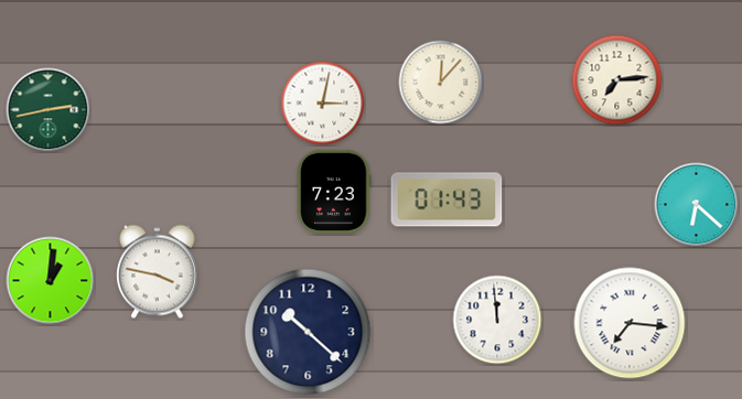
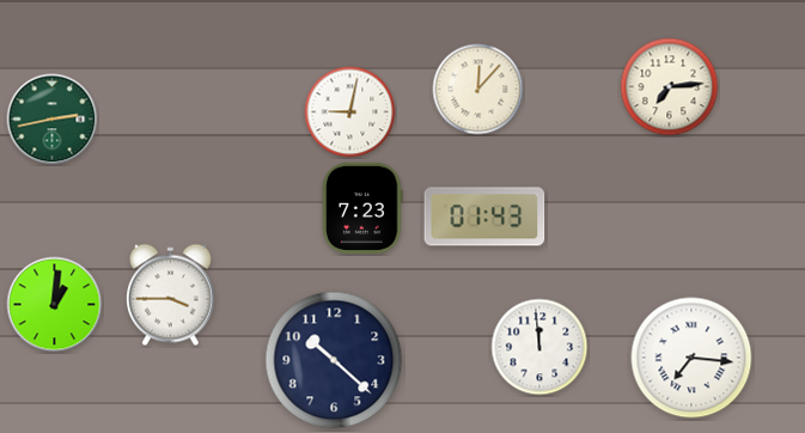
clock at (323, 104): 3:02 -> 9:02
clock at (697, 205): 6:22 -> none
clock at (158, 272): 3:47 -> 3:45
clock at (630, 323) position: (630, 323) -> (691, 358)
